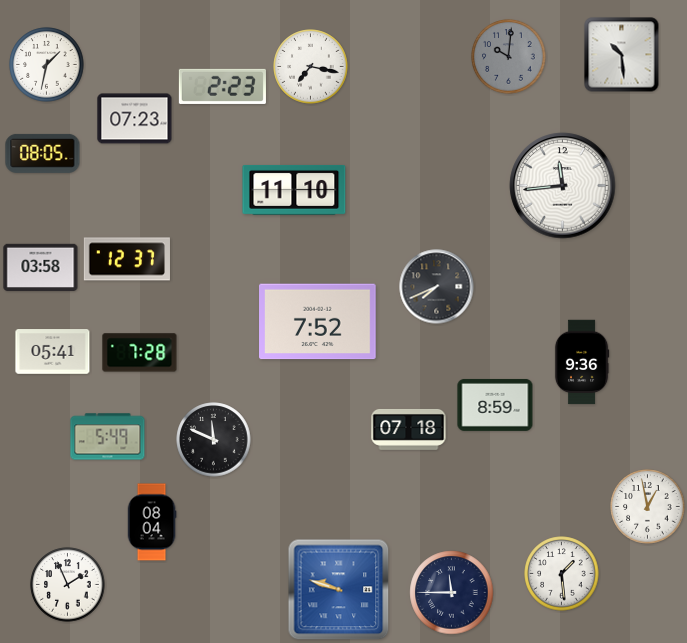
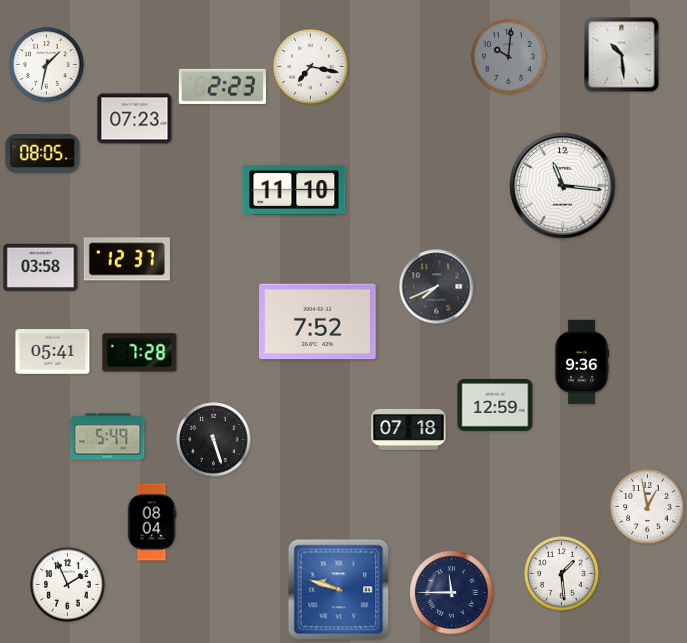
clock at (563, 186): 11:44 -> 11:16
clock at (495, 405): 8:59 -> 12:59
clock at (214, 440): 11:49 -> 5:27
